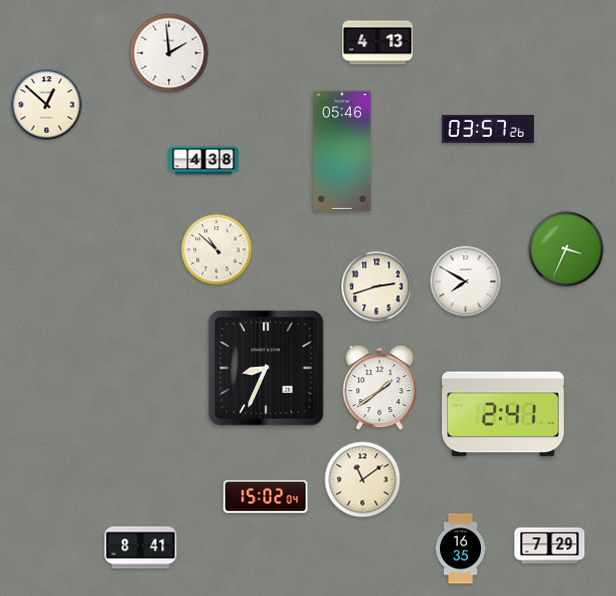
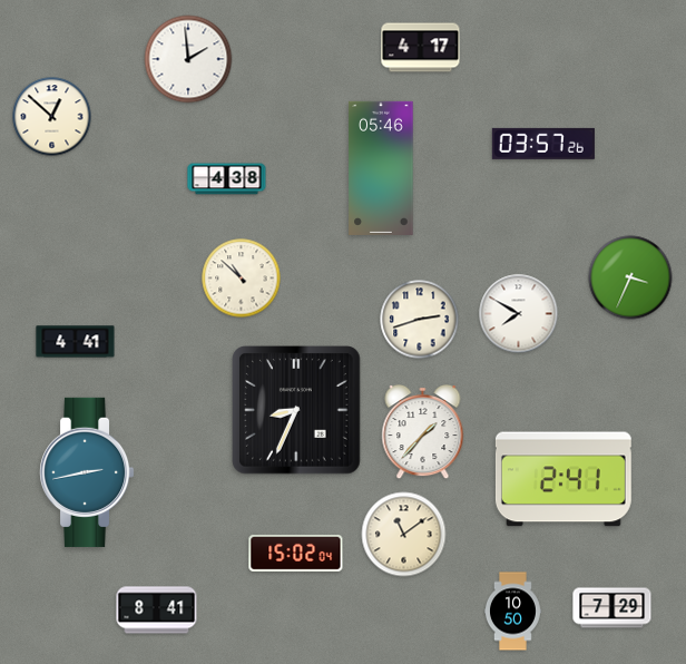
clock at (378, 43): 4:13 -> 4:17
clock at (76, 342): none -> 4:41
clock at (380, 389): 1:39 -> 1:37
clock at (503, 414) position: (503, 414) -> (563, 479)
clock at (88, 472): none -> 2:43
clock at (461, 549): 16:35 -> 10:50
